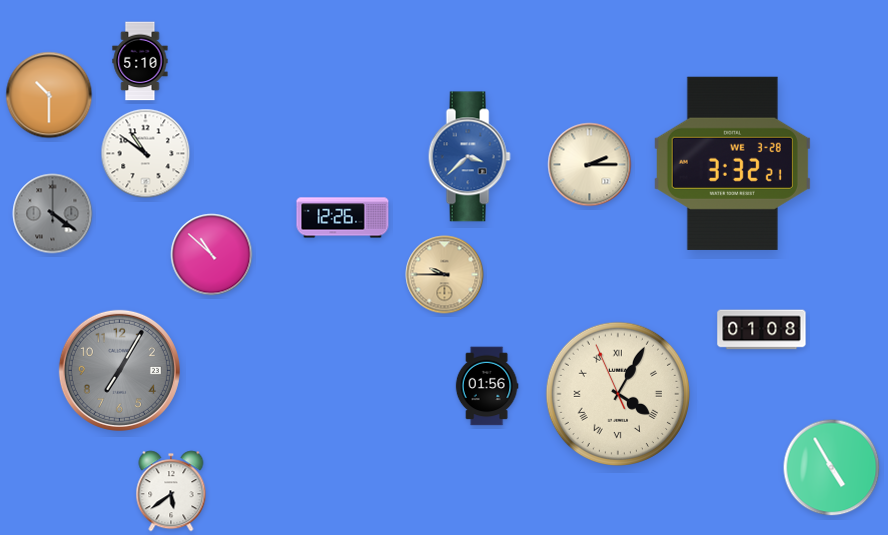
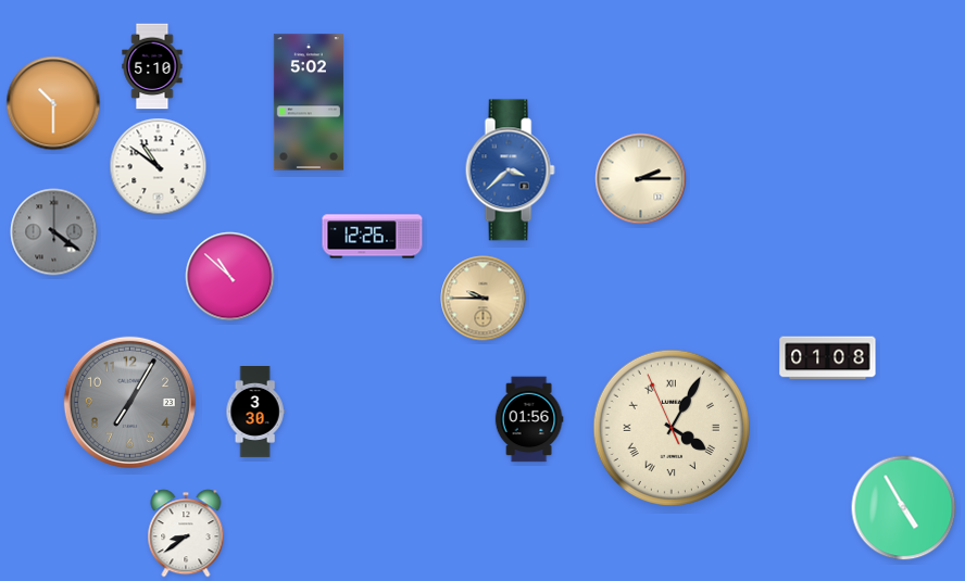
clock at (309, 102): none -> 5:02
clock at (732, 163): 3:32 -> none
clock at (53, 214) position: (53, 214) -> (54, 232)
clock at (255, 413): none -> 3:30
clock at (171, 491): 5:39 -> 8:39
